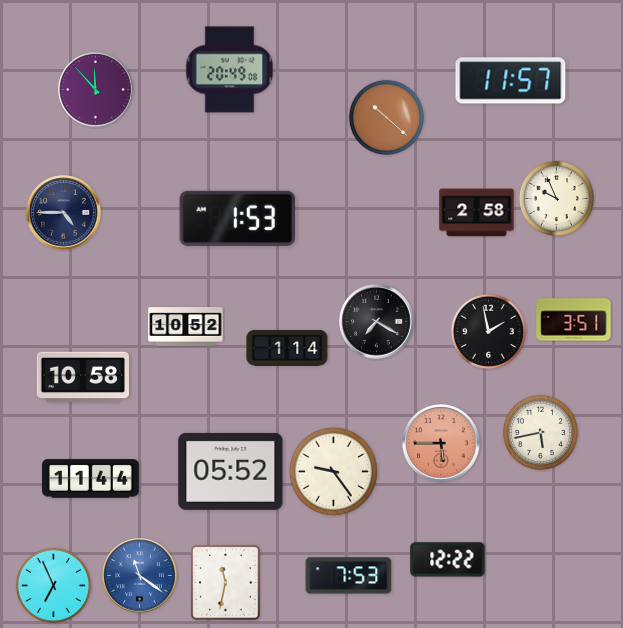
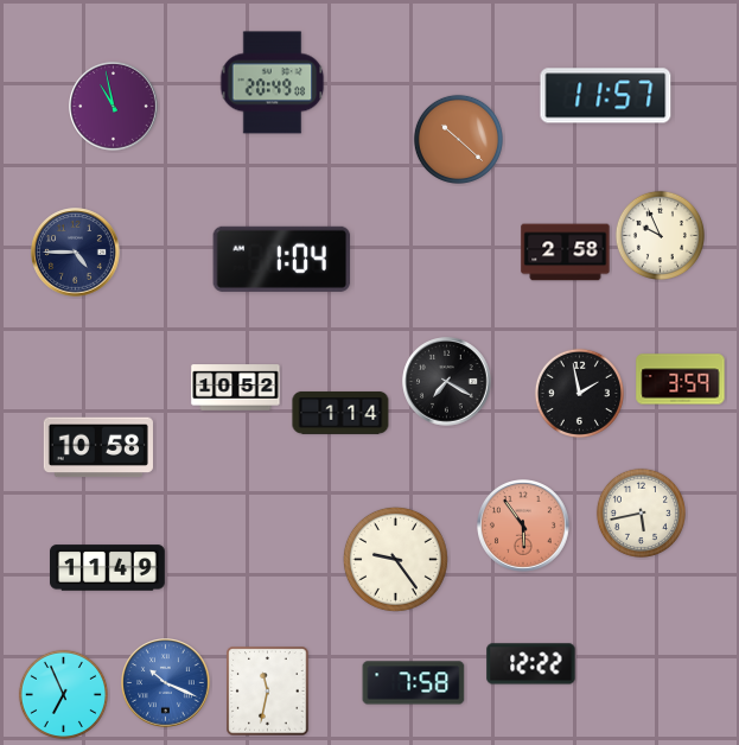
clock at (96, 90): 11:53 -> 10:58
clock at (238, 218): 1:53 -> 1:04
clock at (574, 320): 3:51 -> 3:59
clock at (186, 327) position: (186, 327) -> (236, 388)
clock at (442, 444): 5:45 -> 5:54
clock at (231, 471): 05:52 -> none
clock at (91, 479): 11:44 -> 11:49
clock at (140, 576): 11:21 -> 10:19
clock at (349, 576): 7:53 -> 7:58
